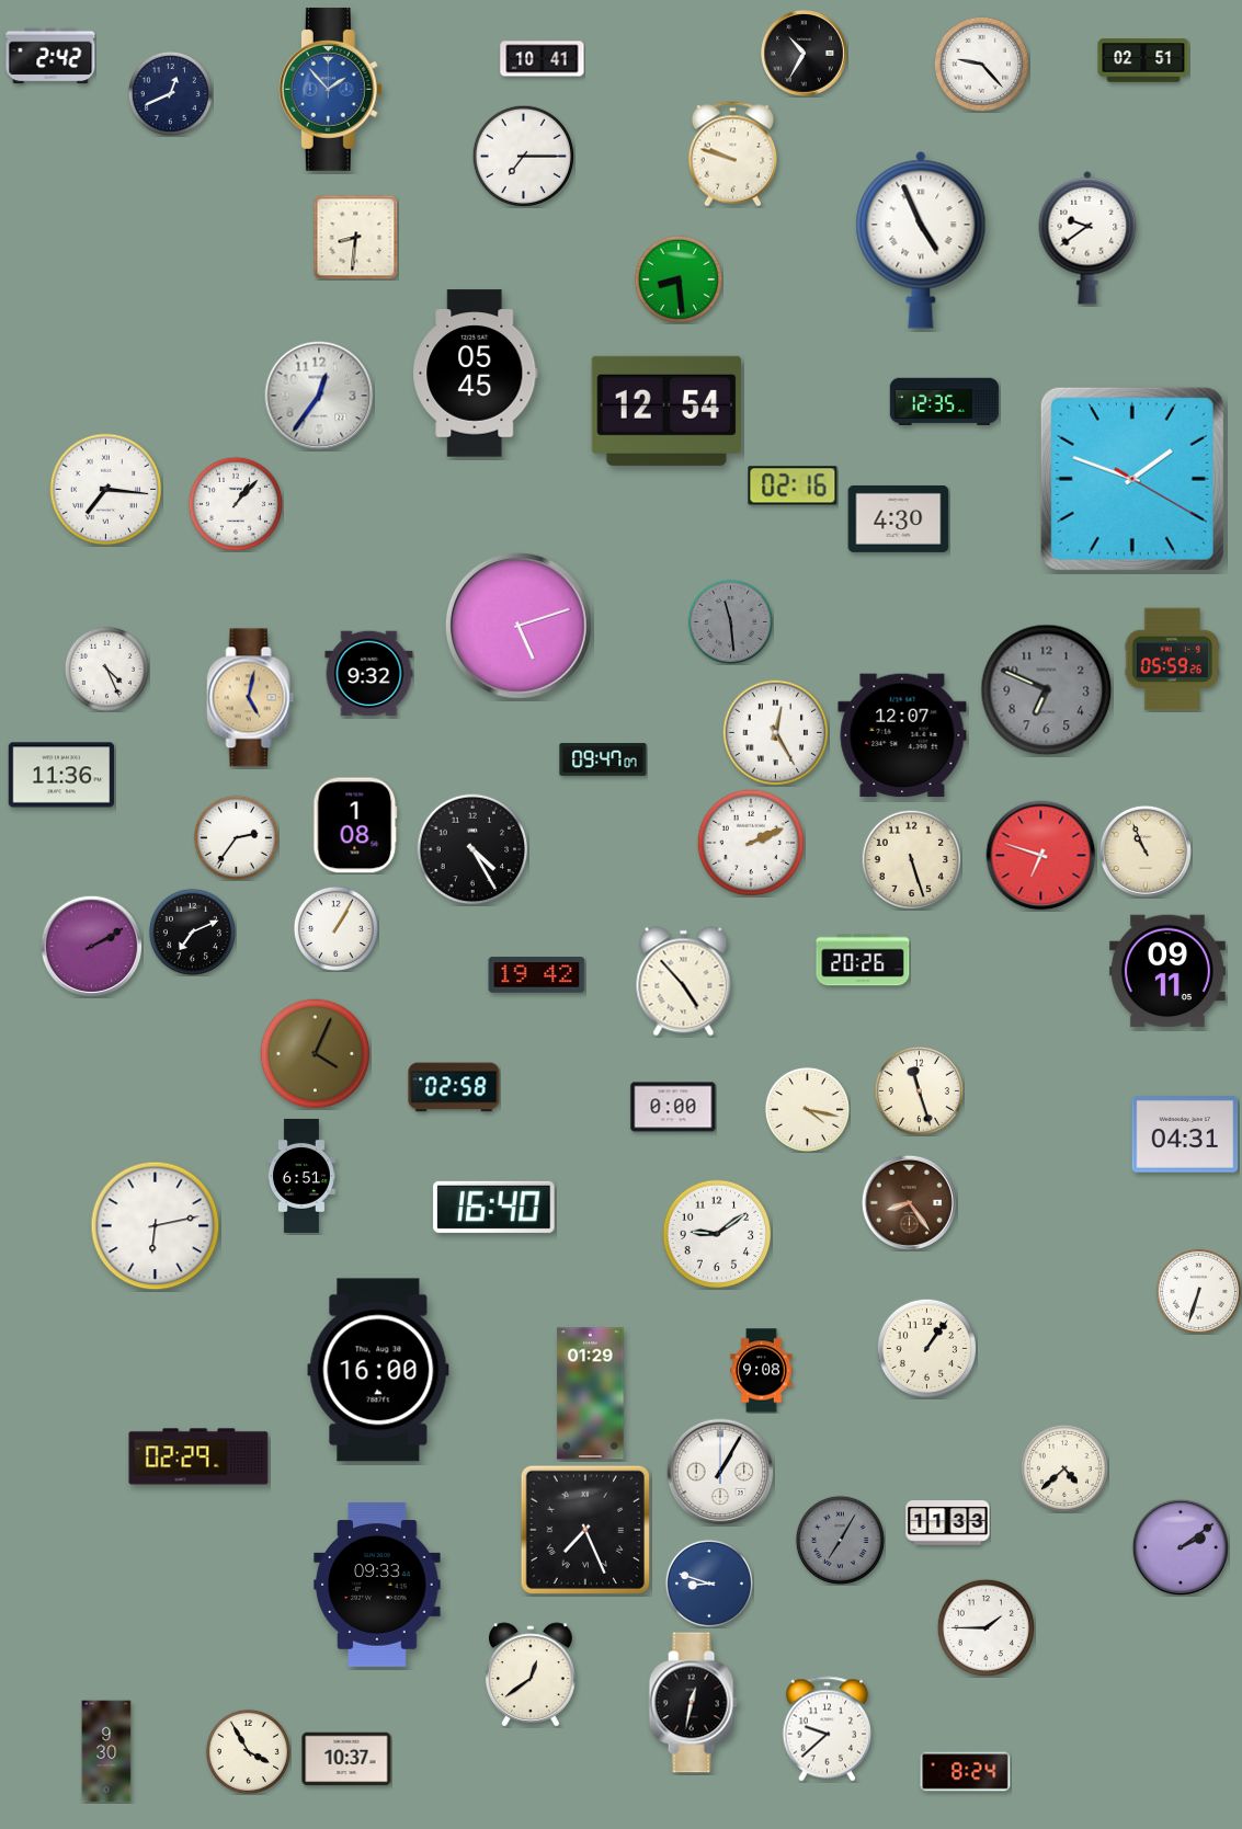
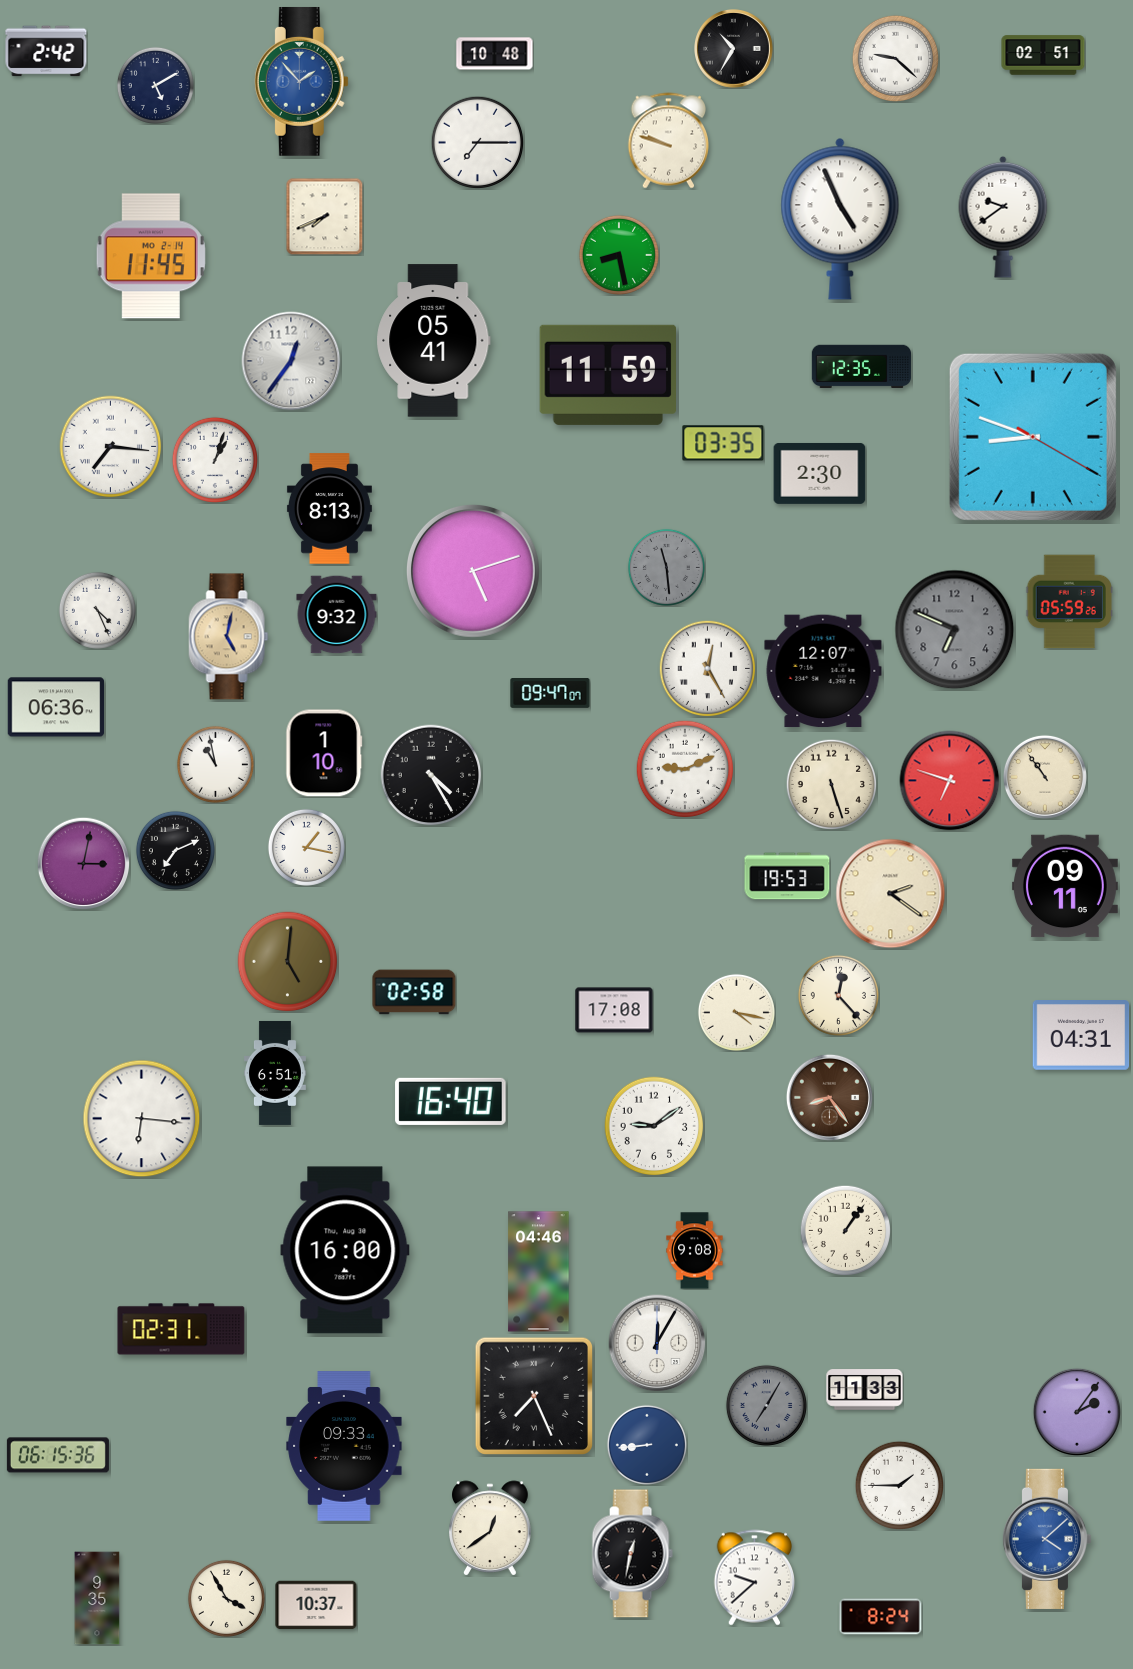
clock at (543, 59): 10:41 -> 10:48
clock at (981, 64): 9:23 -> 9:22
clock at (170, 93): 12:41 -> 5:10
clock at (355, 237): 8:31 -> 7:41
clock at (1087, 238) position: (1087, 238) -> (1003, 217)
clock at (679, 279): 8:29 -> 8:28
clock at (151, 256): none -> 11:45
clock at (476, 374): 05:45 -> 05:41
clock at (665, 411): 12:54 -> 11:59
clock at (1132, 479): 1:48 -> 8:48
clock at (793, 485): 02:16 -> 03:35
clock at (106, 490) position: (106, 490) -> (111, 447)
clock at (236, 504): 1:07 -> 1:03
clock at (899, 518): 4:30 -> 2:30
clock at (329, 509): none -> 8:13
clock at (61, 775): 11:36 -> 06:36
clock at (355, 825): 1:08 -> 1:10
clock at (236, 837): 2:36 -> 10:58
clock at (751, 843): 2:11 -> 9:11
clock at (1146, 851): 10:56 -> 10:54
clock at (335, 928): 1:05 -> 1:17
clock at (91, 946): 2:10 -> 3:02
clock at (863, 960): 20:26 -> 19:53
clock at (537, 975): 19:42 -> none
clock at (891, 894): none -> 2:21
clock at (684, 982): 4:53 -> none
clock at (316, 1054): 4:04 -> 5:01
clock at (919, 1090): 11:27 -> 12:23
clock at (673, 1107): 0:00 -> 17:08
clock at (156, 1226): 6:13 -> 6:16
clock at (1198, 1291): 6:33 -> none
clock at (591, 1394): 01:29 -> 04:46
clock at (198, 1456): 02:29 -> 02:31
clock at (1064, 1468): 4:38 -> none
clock at (720, 1472): 1:05 -> 12:05
clock at (1181, 1547): 2:09 -> 2:06
clock at (709, 1584): 8:48 -> 8:44
clock at (58, 1455): none -> 06:15
clock at (532, 1674) position: (532, 1674) -> (491, 1528)
clock at (1046, 1539): none -> 4:08
clock at (106, 1751): 9:30 -> 9:35
